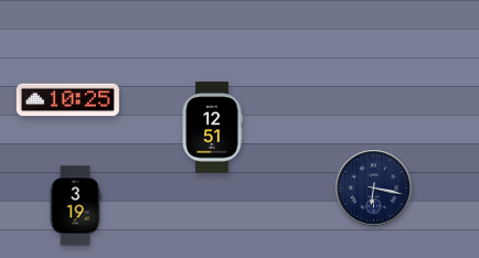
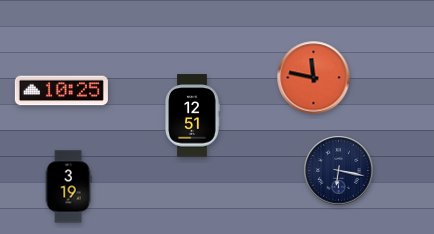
clock at (314, 78): none -> 11:47
